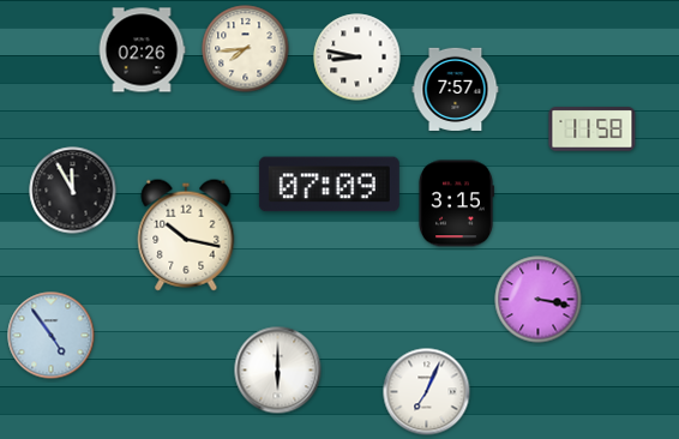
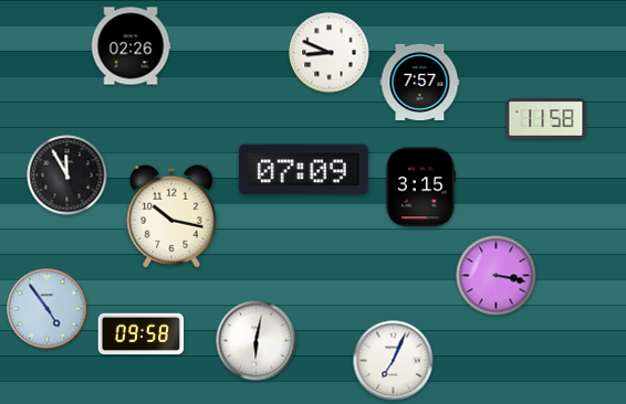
clock at (246, 49): 7:44 -> none
clock at (357, 58): 8:47 -> 8:49
clock at (142, 334): none -> 09:58
clock at (278, 371): 6:00 -> 6:02
